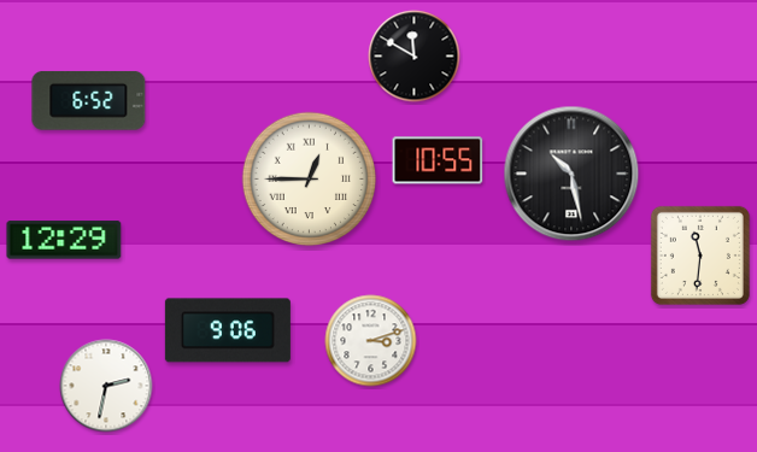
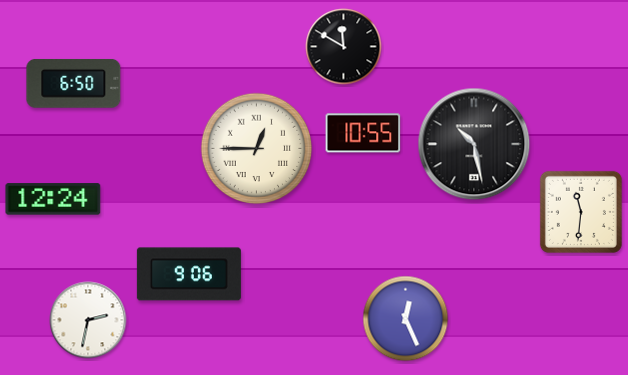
clock at (89, 100): 6:52 -> 6:50
clock at (64, 240): 12:29 -> 12:24
clock at (371, 341): 3:12 -> none
clock at (406, 319): none -> 12:26
